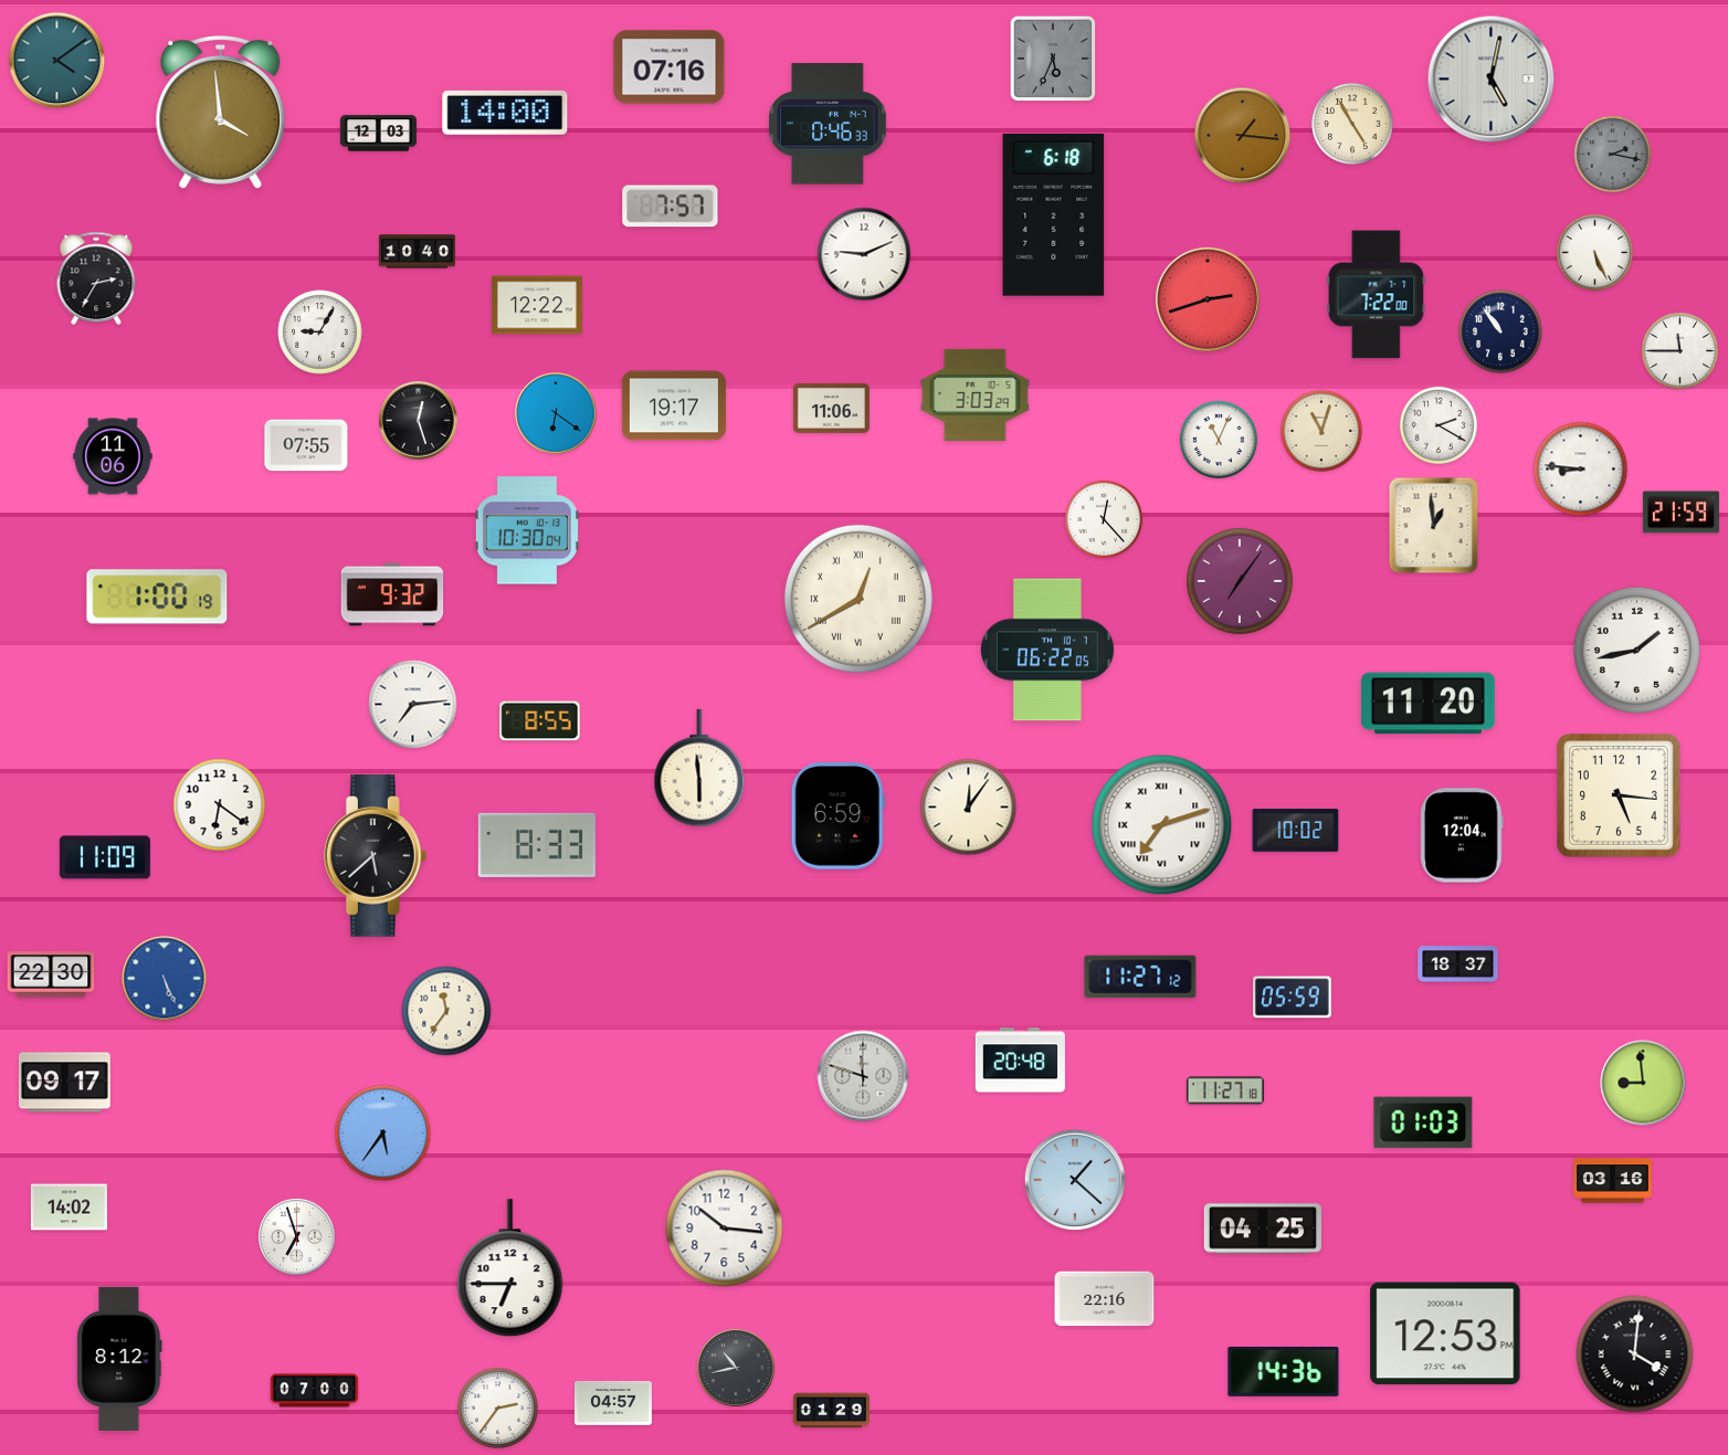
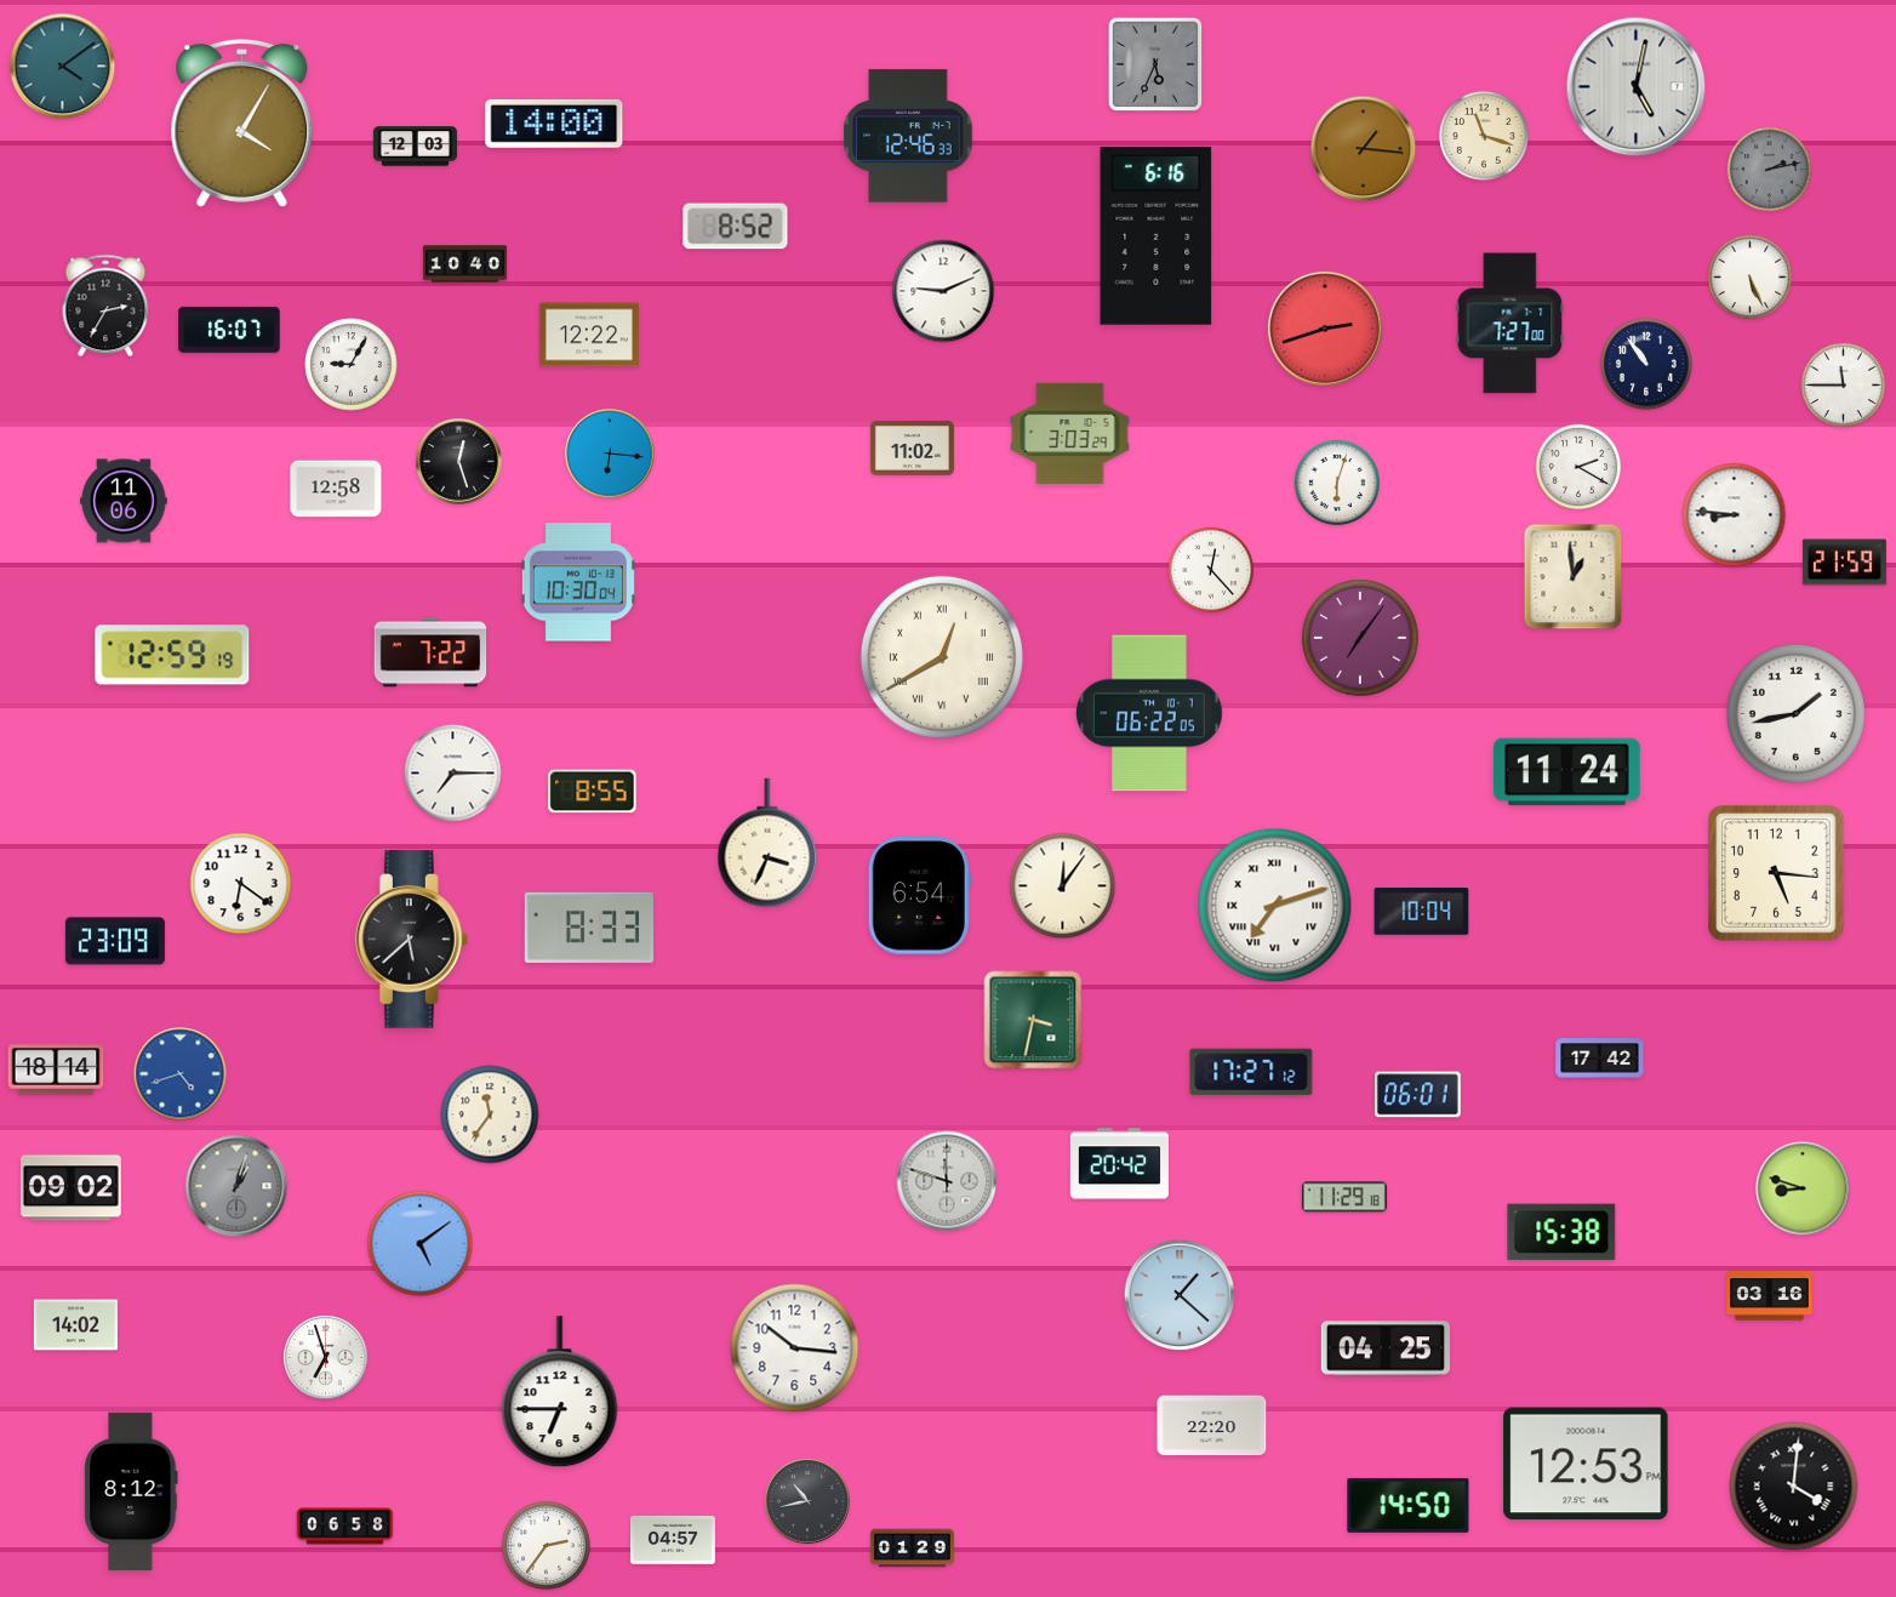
clock at (670, 67): 07:16 -> none
clock at (221, 112): 3:59 -> 4:05
clock at (828, 124): 0:46 -> 12:46
clock at (1352, 124): 4:55 -> 11:18
clock at (1613, 155): 2:17 -> 2:13
clock at (671, 207): 7:57 -> 8:52
clock at (1054, 215): 6:18 -> 6:16
clock at (417, 252) position: (417, 252) -> (464, 264)
clock at (864, 254) position: (864, 254) -> (943, 291)
clock at (1377, 295): 7:22 -> 7:27
clock at (229, 330): none -> 16:07
clock at (674, 405): 19:17 -> none
clock at (831, 408): 11:06 -> 11:02
clock at (556, 413): 6:21 -> 6:16
clock at (1321, 431): 11:03 -> none
clock at (1219, 440): 11:04 -> 6:03
clock at (306, 445): 07:55 -> 12:58
clock at (392, 594): 9:32 -> 7:22
clock at (157, 597): 1:00 -> 12:59
clock at (1427, 704): 11:20 -> 11:24
clock at (413, 705): 7:14 -> 7:15
clock at (699, 768): 5:59 -> 3:34
clock at (837, 816): 6:59 -> 6:54
clock at (1296, 831): 10:02 -> 10:04
clock at (1462, 835): 12:04 -> none
clock at (105, 857): 11:09 -> 23:09
clock at (1033, 1020): none -> 3:32
clock at (1458, 964): 18:37 -> 17:42
clock at (51, 974): 22:30 -> 18:14
clock at (1140, 977): 11:27 -> 17:27
clock at (165, 979): 5:26 -> 4:42
clock at (1293, 998): 05:59 -> 06:01
clock at (446, 1011) position: (446, 1011) -> (490, 1114)
clock at (1020, 1061): 20:48 -> 20:42
clock at (236, 1186): none -> 1:03
clock at (64, 1083): 09:17 -> 09:02
clock at (1643, 1083): 8:59 -> 8:48
clock at (1225, 1090): 11:27 -> 11:29
clock at (1423, 1122): 01:03 -> 15:38
clock at (383, 1134): 5:36 -> 5:09
clock at (1105, 1299): 22:16 -> 22:20
clock at (1284, 1371): 14:36 -> 14:50
clock at (315, 1391): 07:00 -> 06:58
